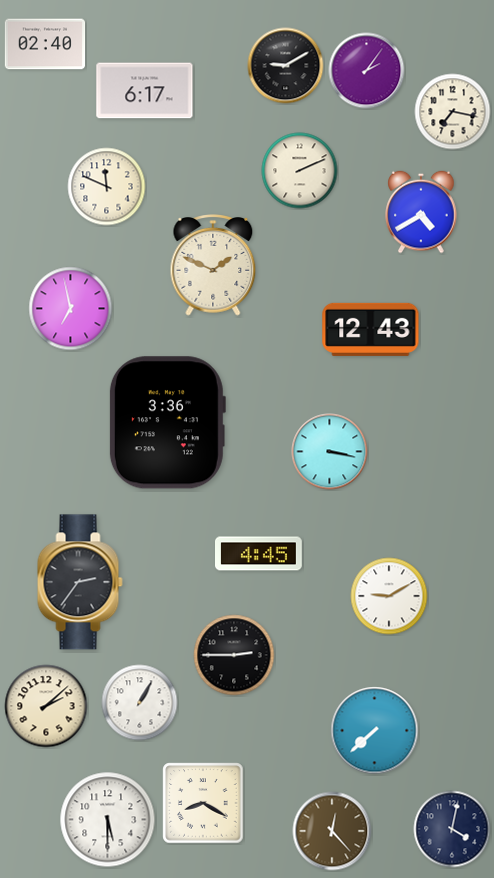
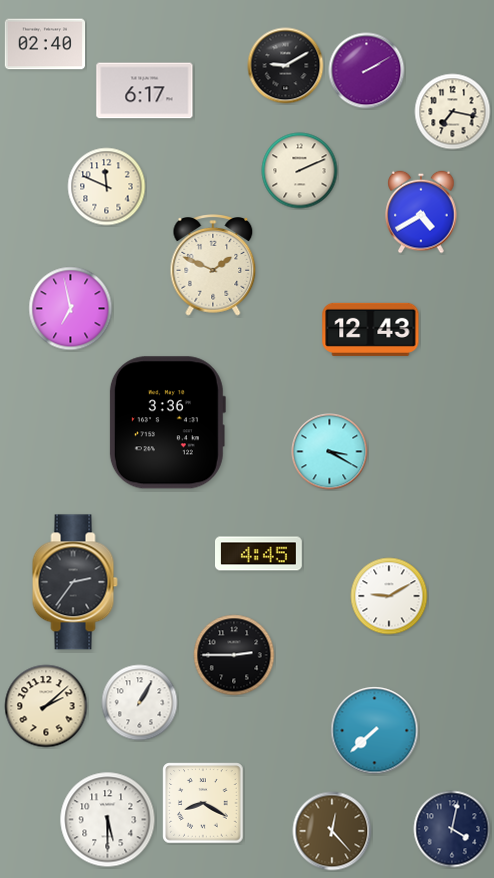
clock at (367, 71): 2:06 -> 2:10
clock at (330, 452): 3:17 -> 3:20
clock at (80, 582) position: (80, 582) -> (75, 582)
